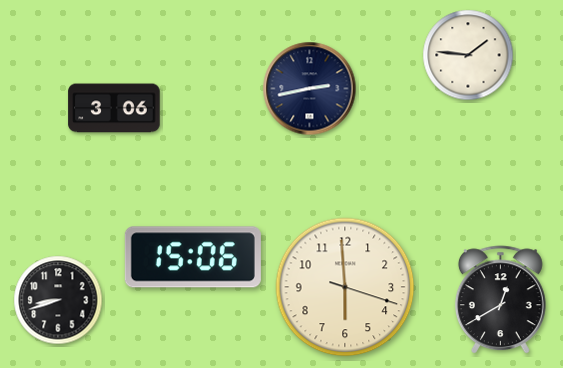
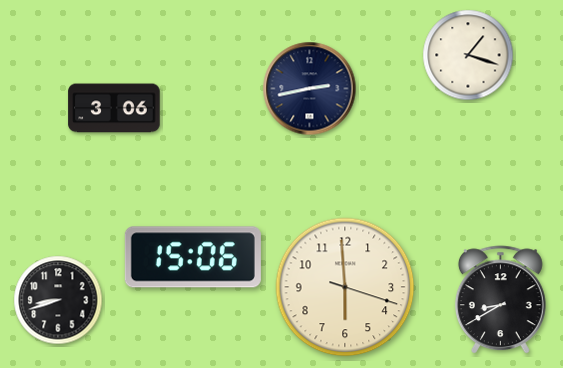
clock at (468, 55): 1:46 -> 1:18
clock at (500, 300): 12:40 -> 8:40
